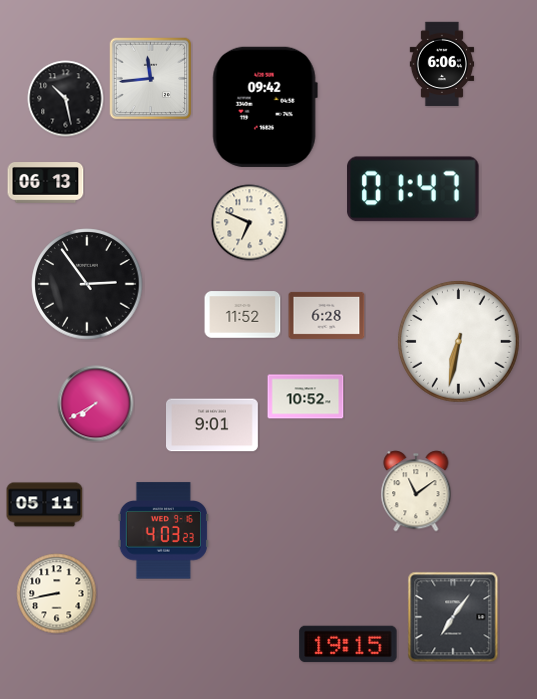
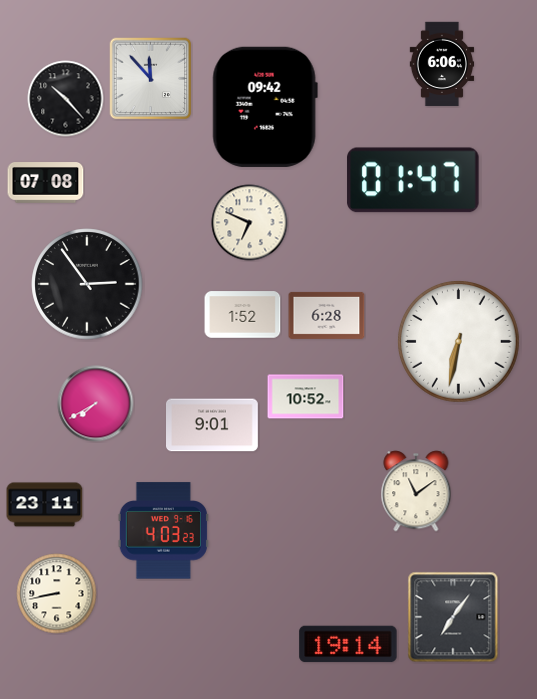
clock at (150, 78): 11:44 -> 11:53
clock at (66, 99): 10:28 -> 10:23
clock at (46, 183): 06:13 -> 07:08
clock at (413, 189) position: (413, 189) -> (413, 180)
clock at (243, 315): 11:52 -> 1:52
clock at (45, 505): 05:11 -> 23:11
clock at (348, 644): 19:15 -> 19:14
